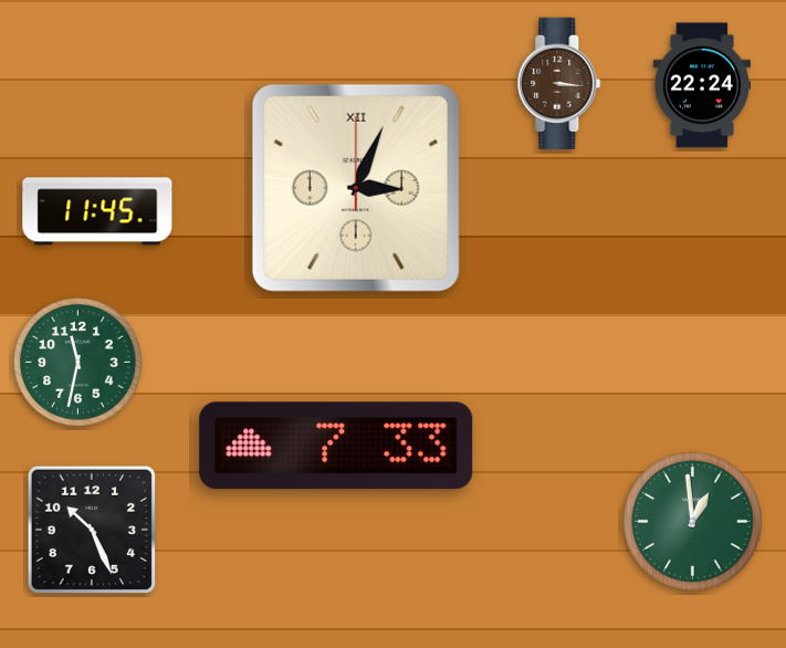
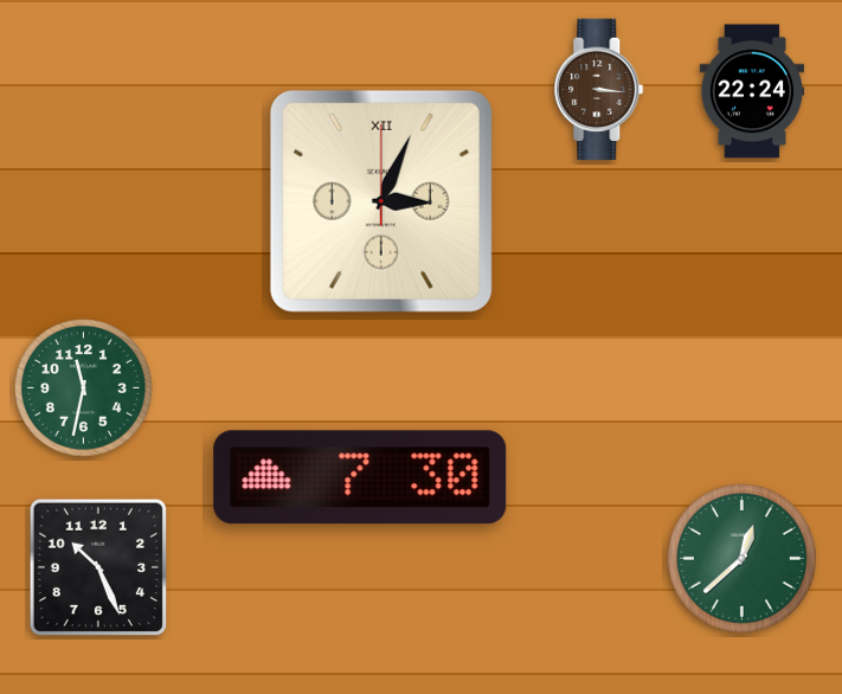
clock at (97, 211): 11:45 -> none
clock at (336, 446): 7:33 -> 7:30
clock at (693, 522): 12:59 -> 12:38
